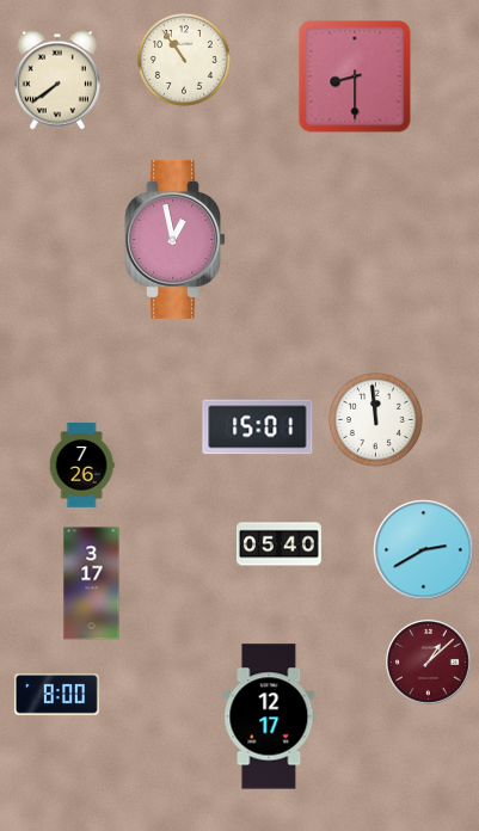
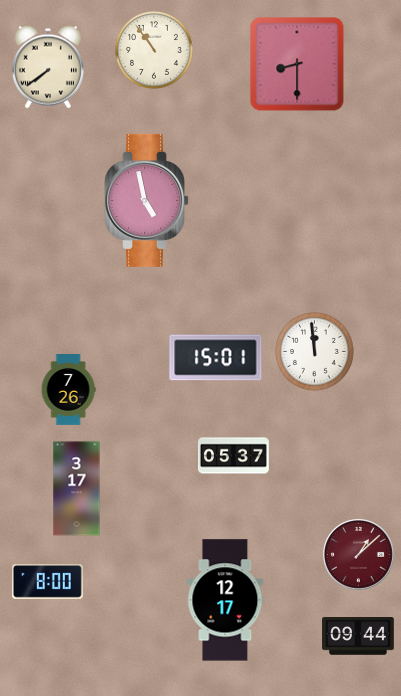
clock at (176, 239): 12:58 -> 4:58
clock at (280, 544): 05:40 -> 05:37
clock at (424, 550): 2:40 -> none
clock at (358, 636): none -> 09:44
